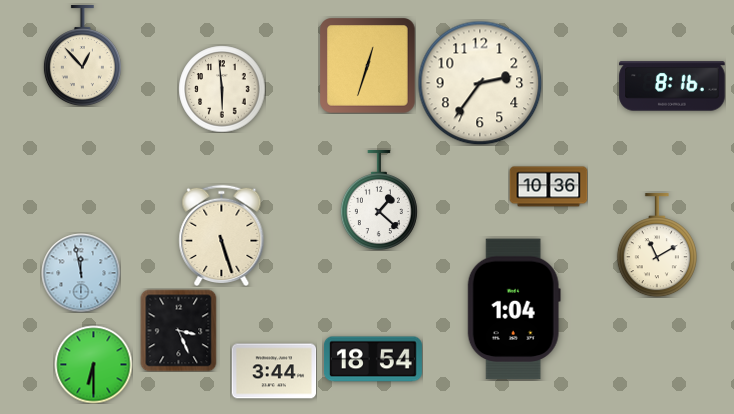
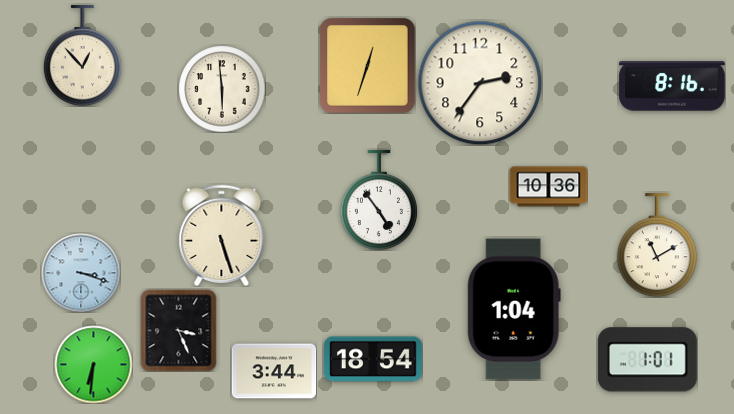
clock at (379, 200): 1:22 -> 4:54
clock at (81, 273): 11:58 -> 3:18
clock at (647, 360): none -> 1:01
clock at (93, 364): 6:30 -> 6:31
